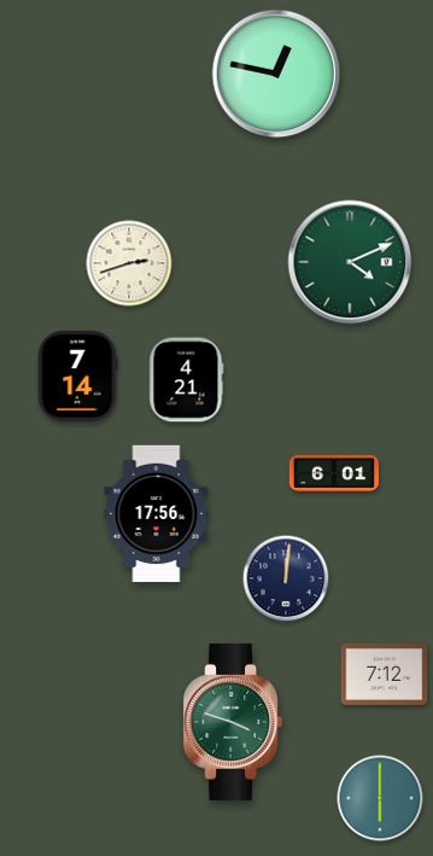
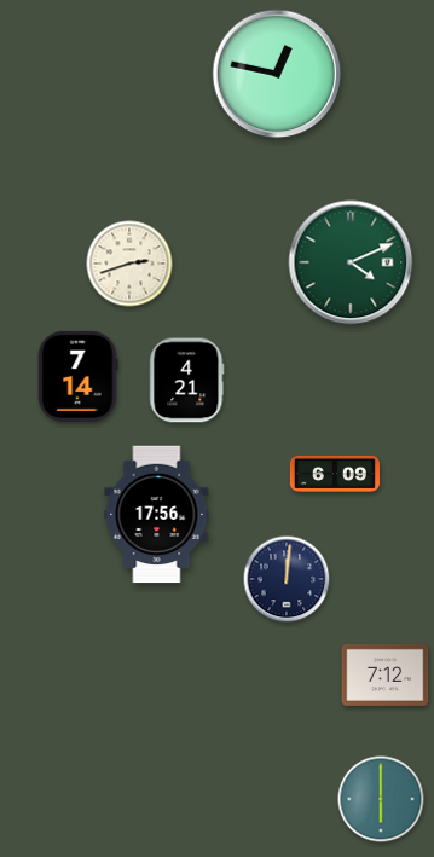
clock at (334, 473): 6:01 -> 6:09
clock at (233, 722): 3:48 -> none
